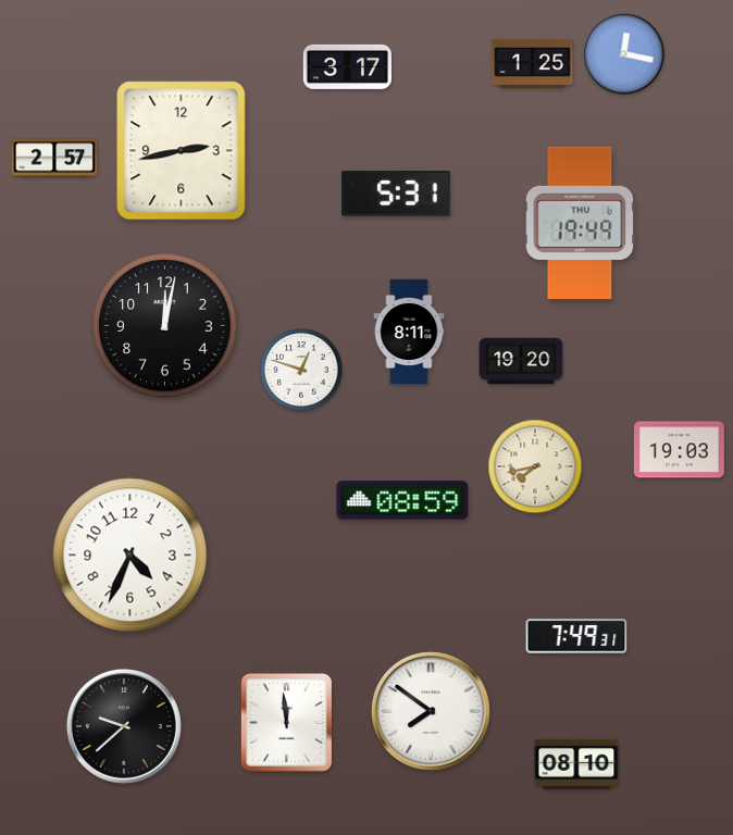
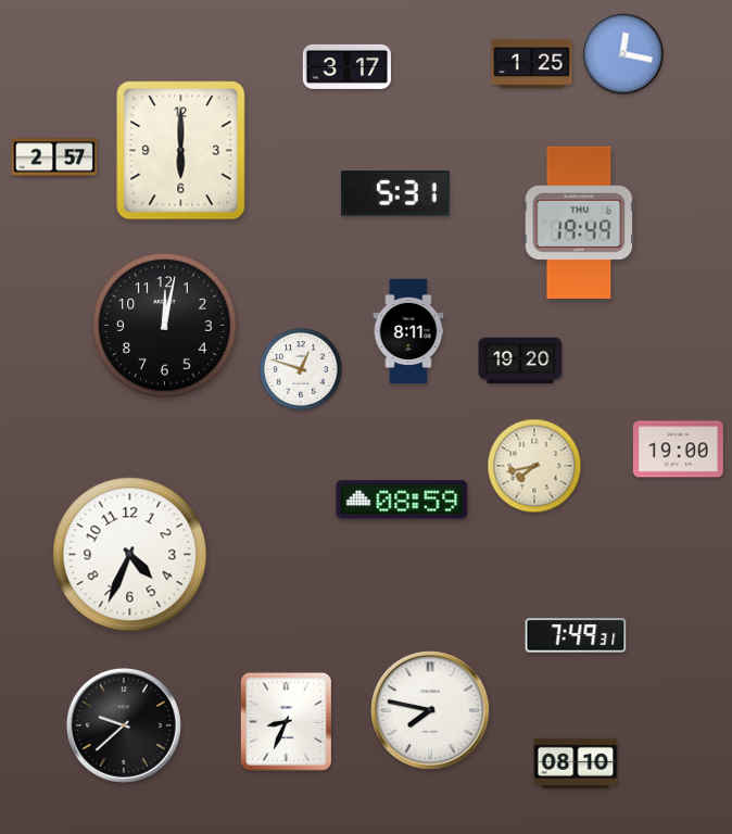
clock at (182, 151): 2:43 -> 6:00
clock at (679, 450): 19:03 -> 19:00
clock at (431, 711): 7:51 -> 7:47
clock at (286, 722): 11:59 -> 8:34
